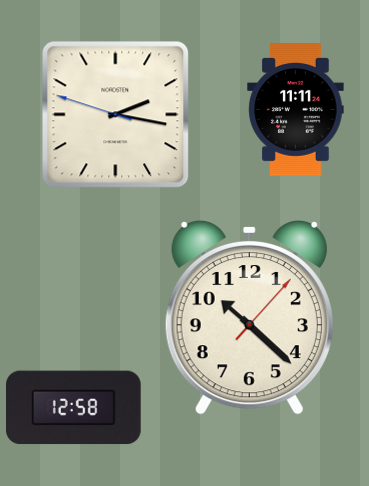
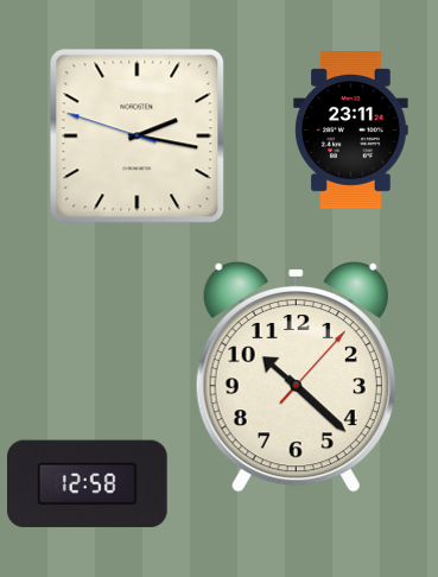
clock at (296, 110): 11:11 -> 23:11
